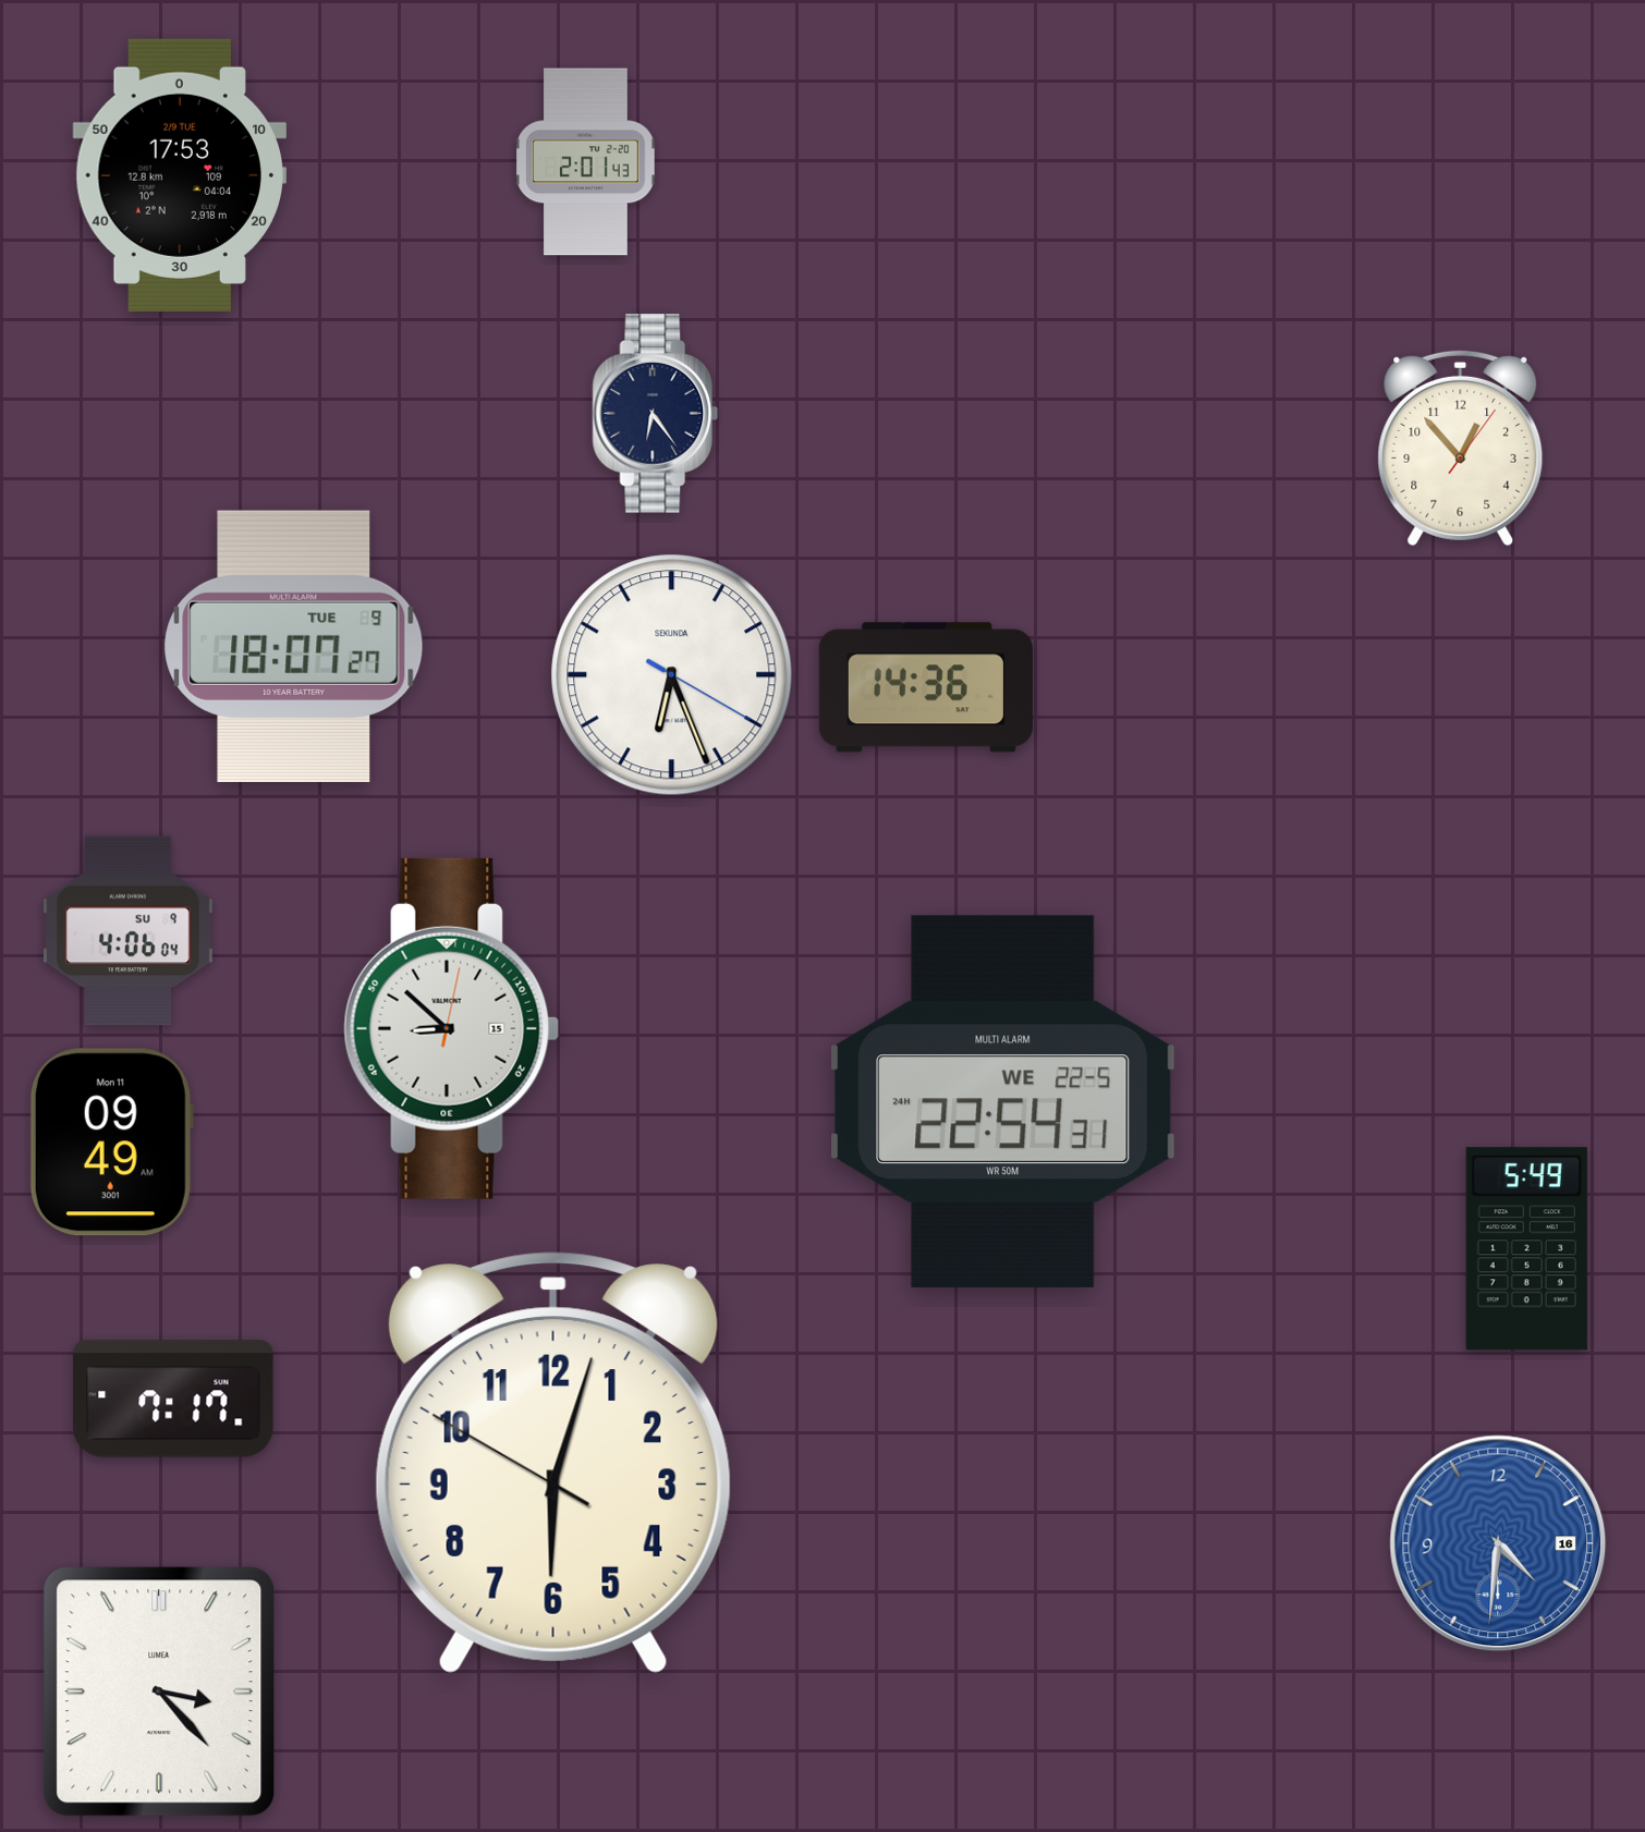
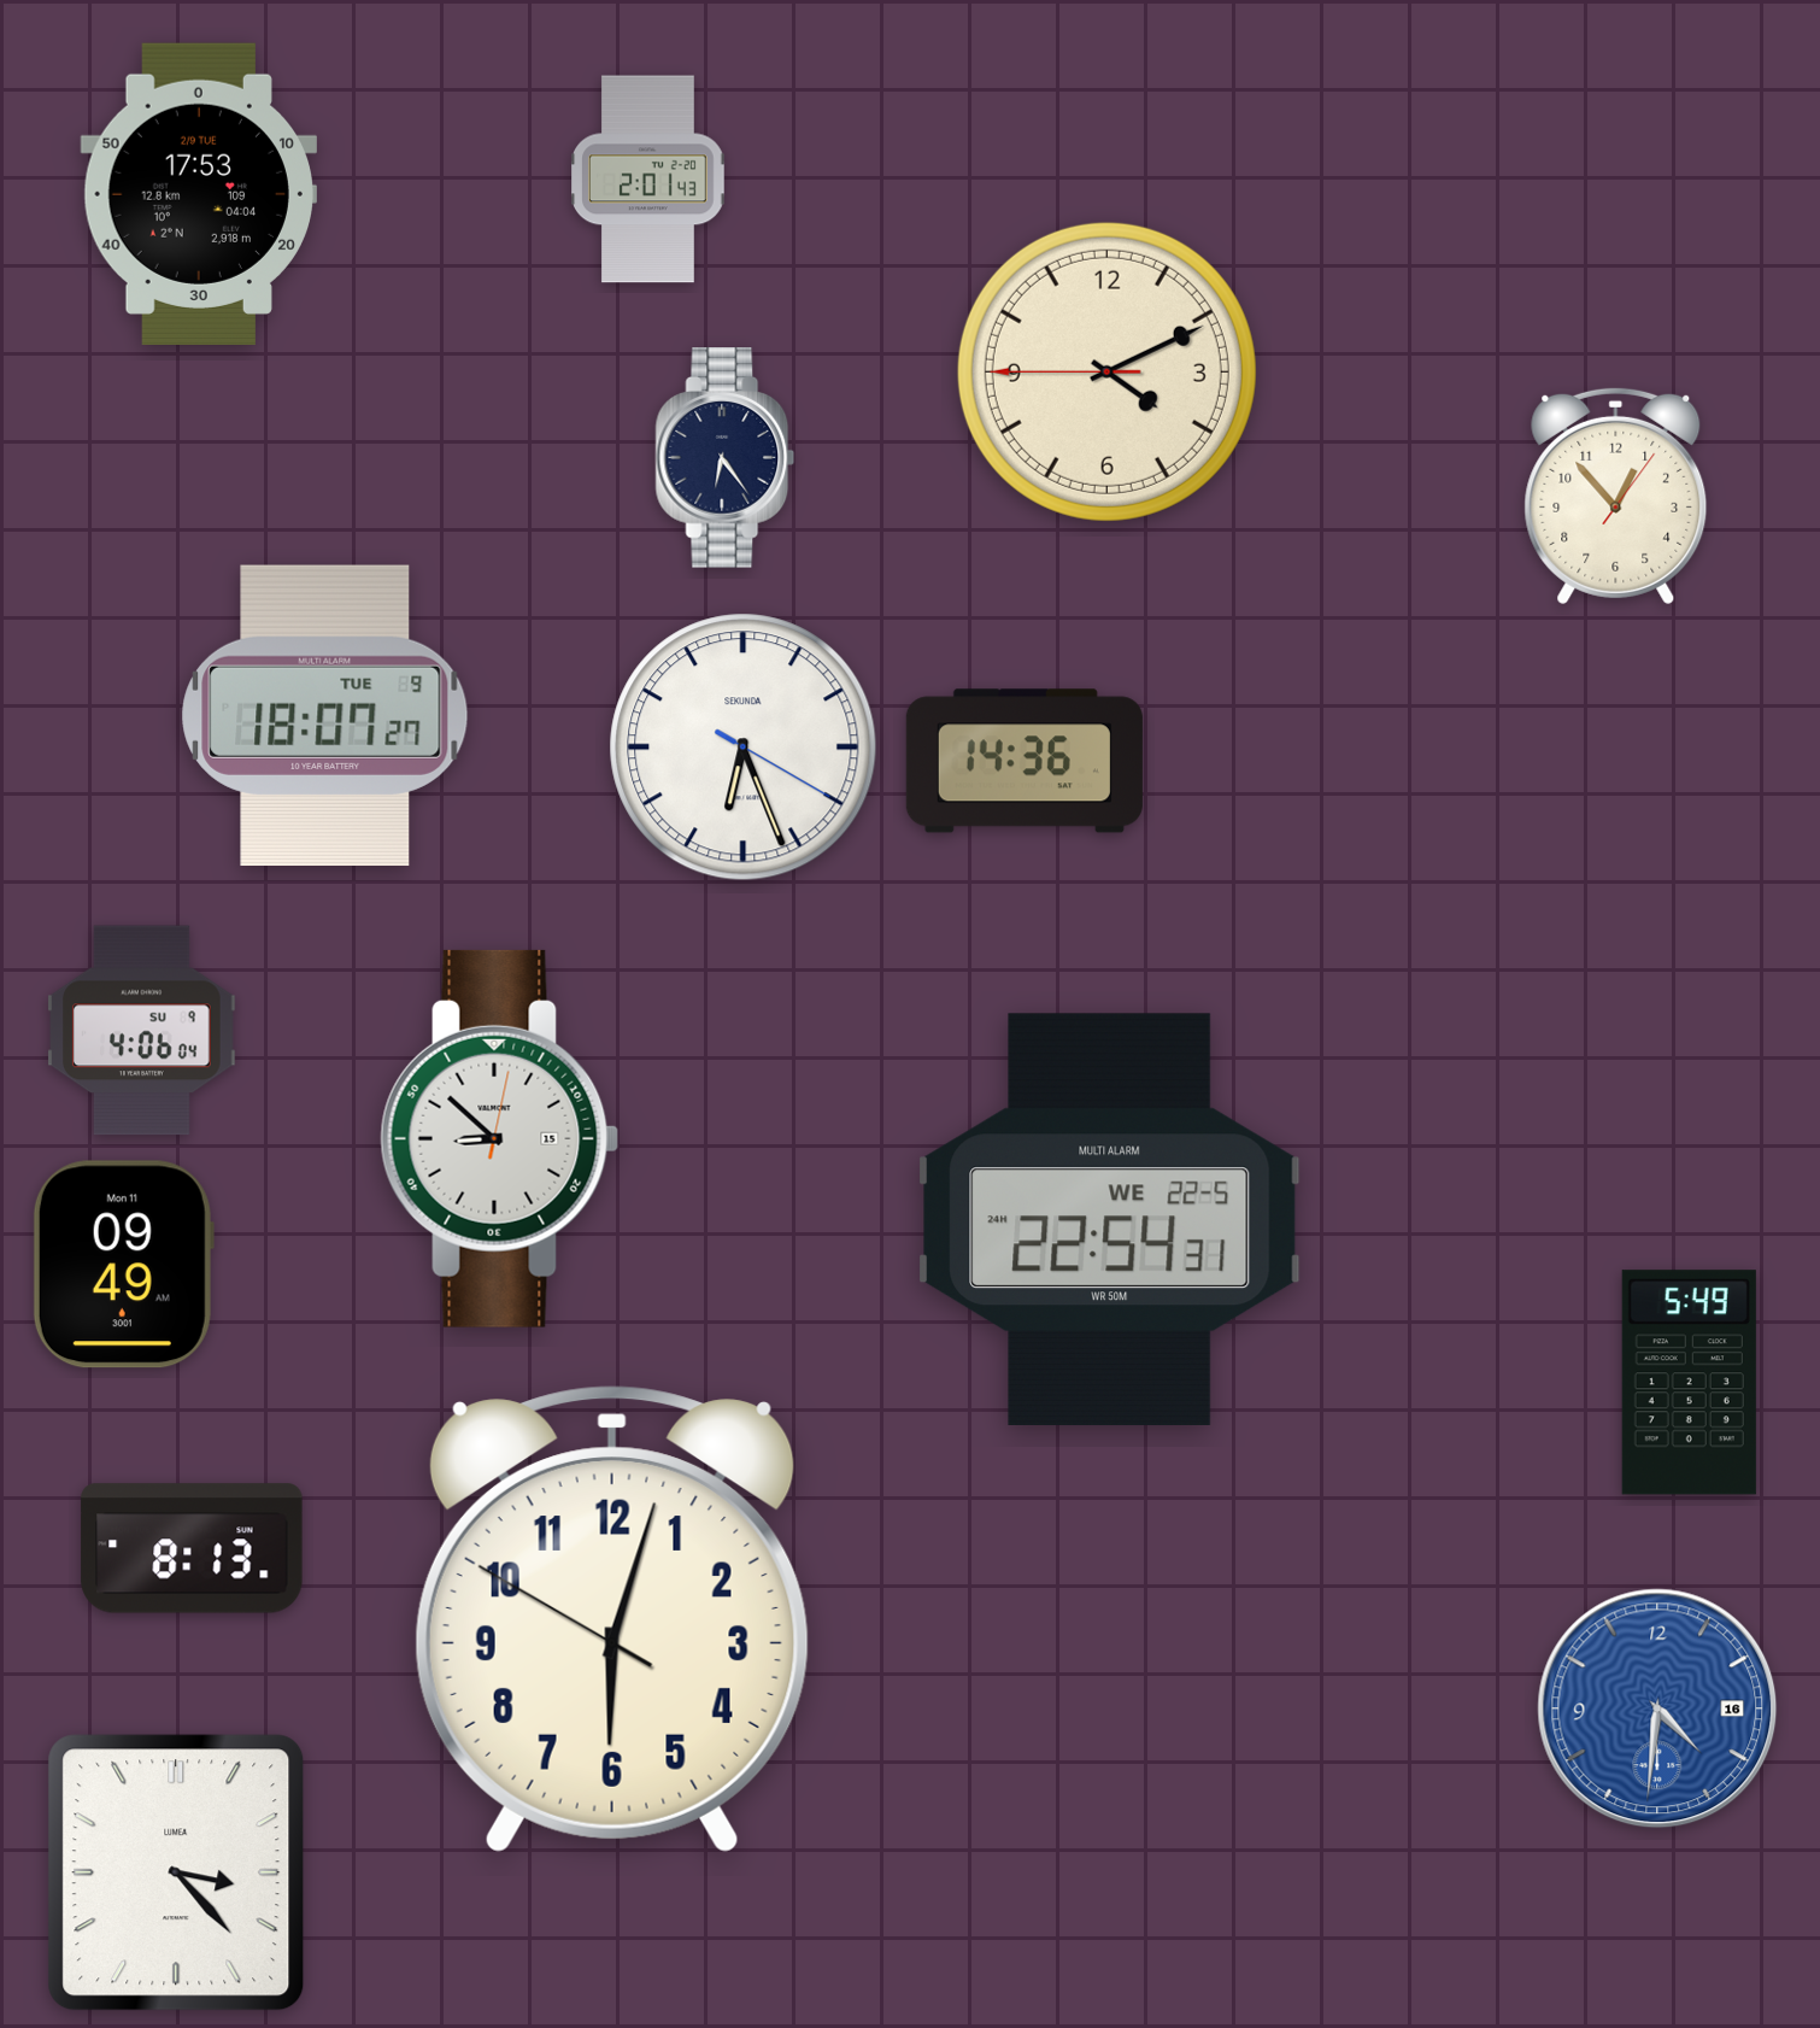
clock at (1106, 371): none -> 4:10
clock at (173, 1399): 7:17 -> 8:13
